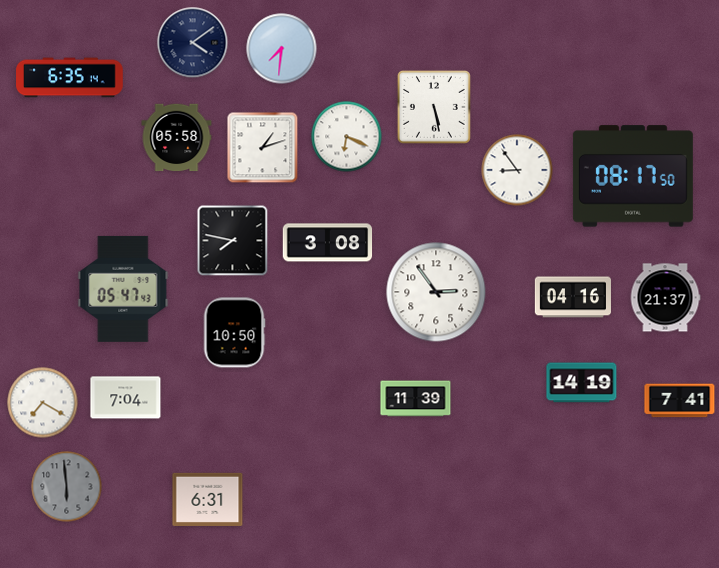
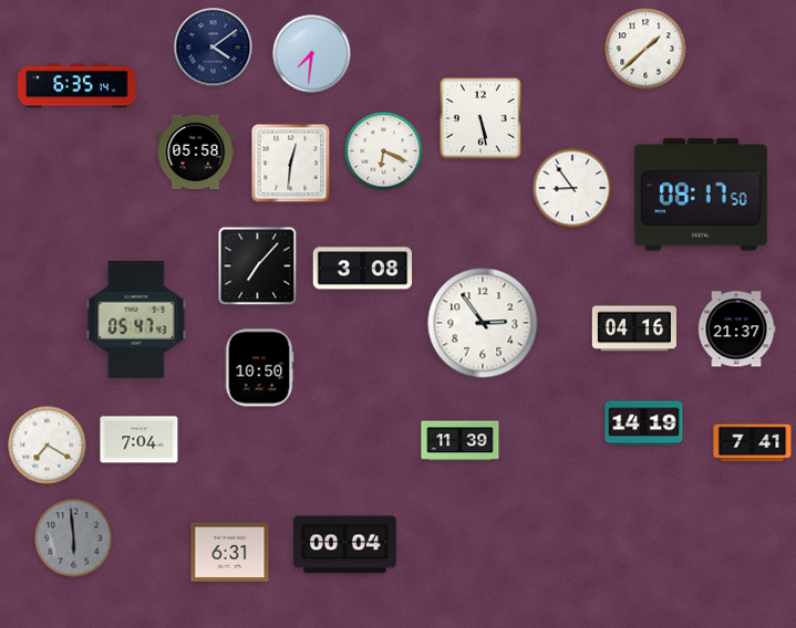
clock at (645, 49): none -> 1:38
clock at (263, 148): 1:12 -> 12:31
clock at (233, 241): 7:47 -> 7:07
clock at (345, 545): none -> 00:04
